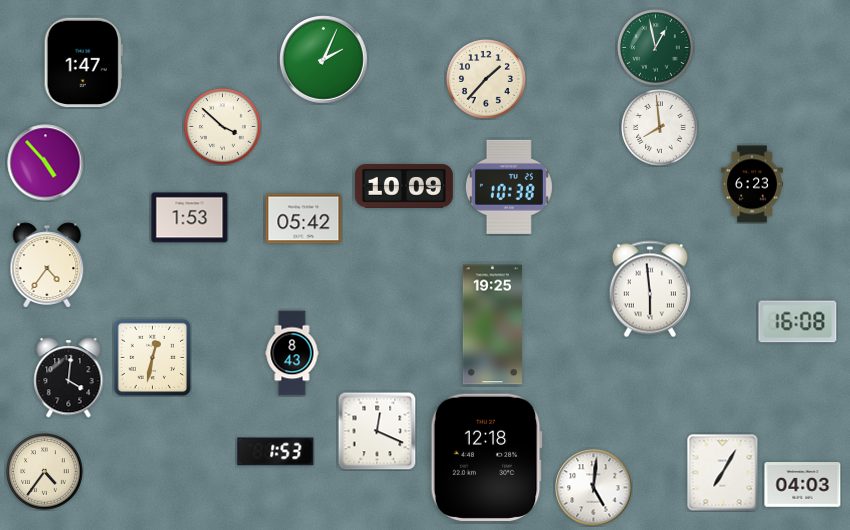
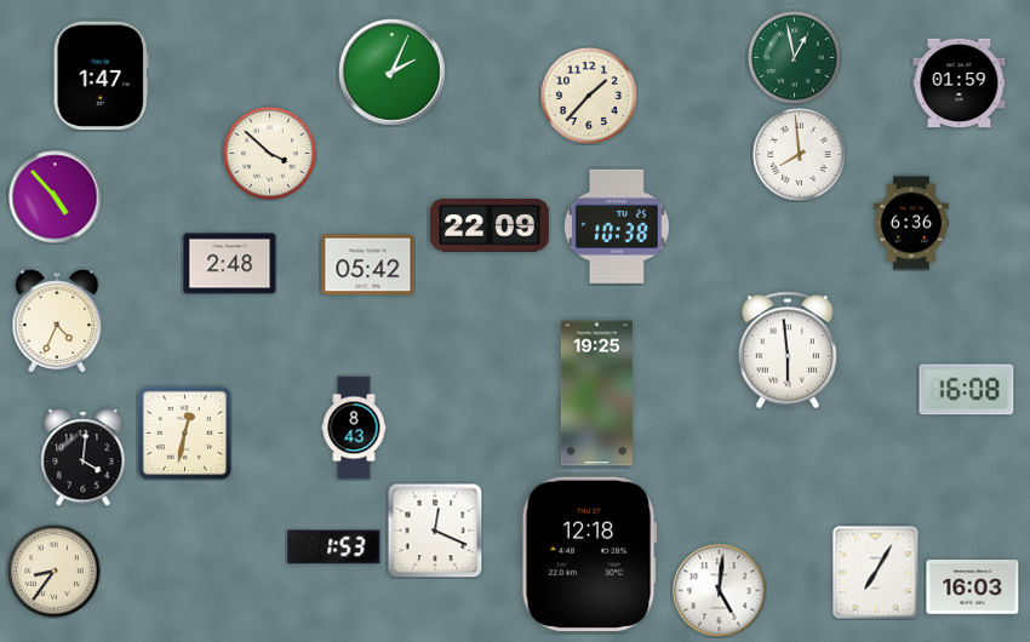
clock at (960, 84): none -> 01:59
clock at (753, 184): 6:23 -> 6:36
clock at (404, 186): 10:09 -> 22:09
clock at (190, 218): 1:53 -> 2:48
clock at (47, 265): 4:36 -> 4:34
clock at (377, 431) position: (377, 431) -> (435, 531)
clock at (45, 472): 4:36 -> 8:36
clock at (803, 485): 04:03 -> 16:03
